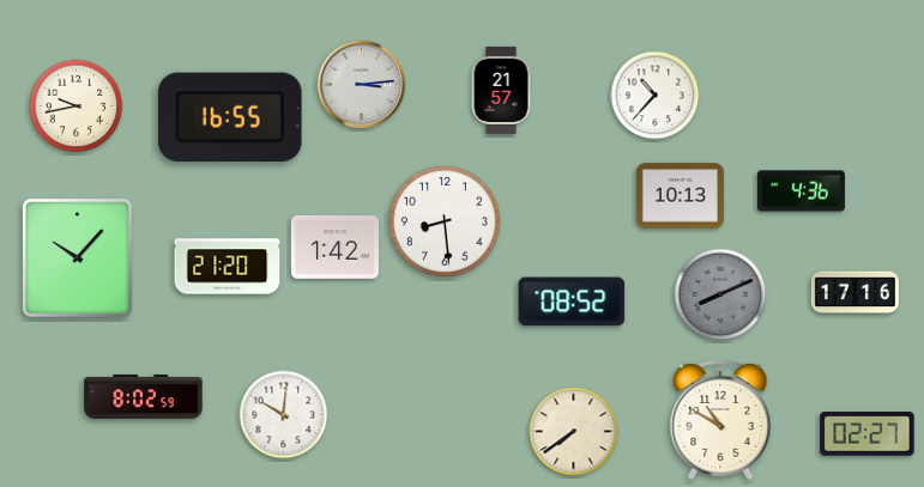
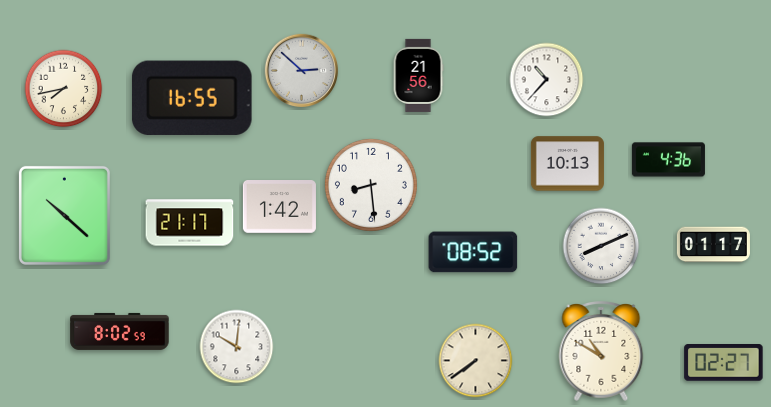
clock at (362, 85): 3:14 -> 2:52
clock at (501, 90): 21:57 -> 21:56
clock at (77, 106): 9:43 -> 7:43
clock at (77, 257): 10:07 -> 10:22
clock at (228, 267): 21:20 -> 21:17
clock at (854, 293): 17:16 -> 01:17
clock at (720, 294) dial: grey -> white
clock at (572, 302) position: (572, 302) -> (473, 252)
clock at (574, 432) position: (574, 432) -> (476, 361)
